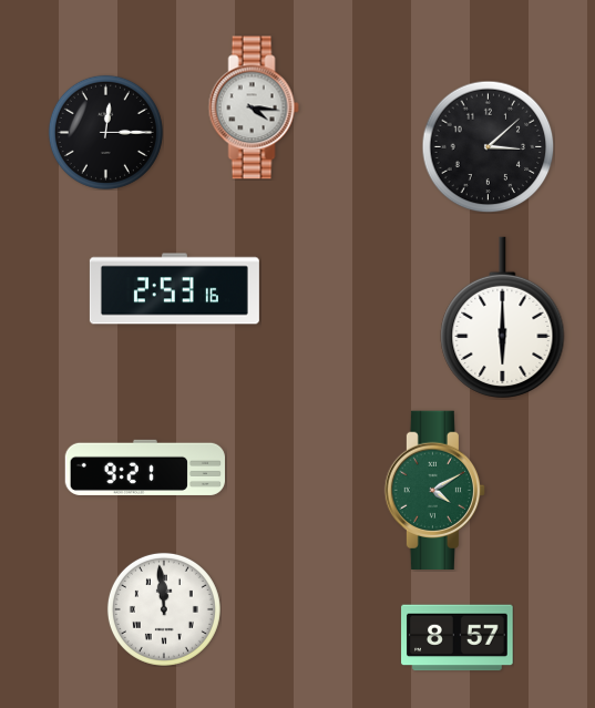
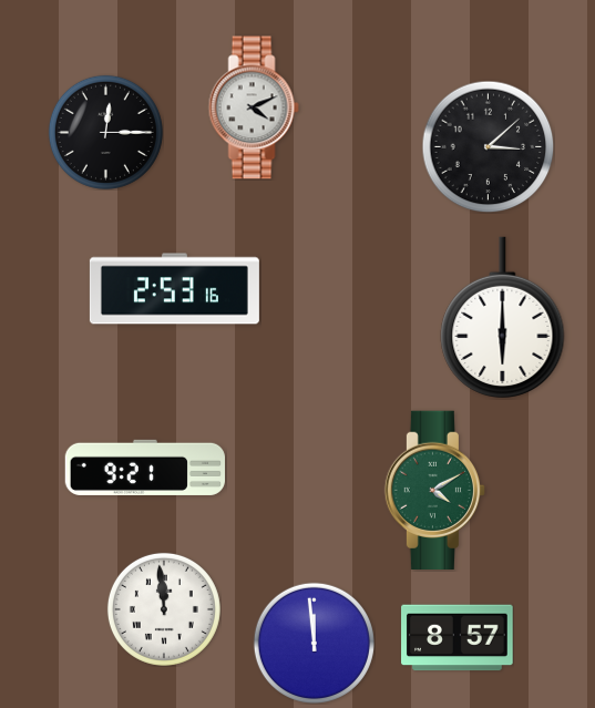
clock at (254, 107): 4:16 -> 4:11
clock at (314, 643): none -> 11:59
